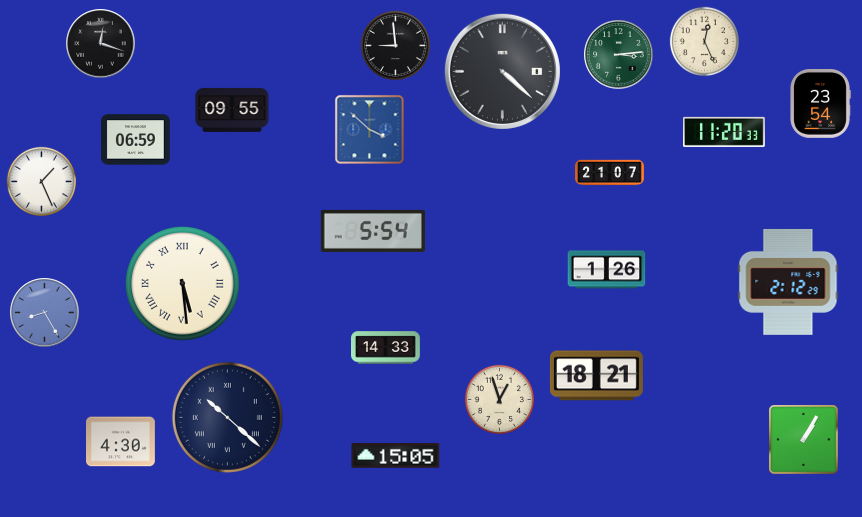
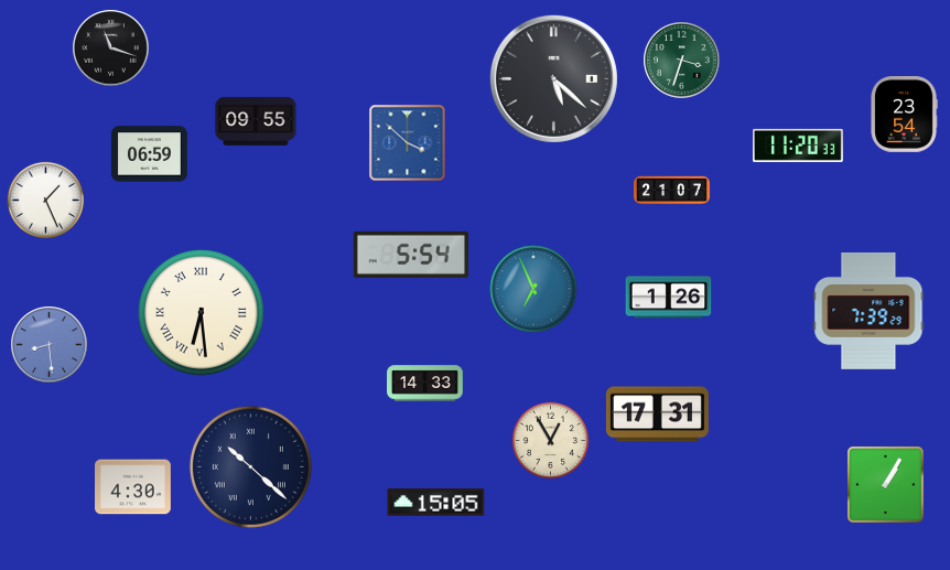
clock at (704, 41): 12:26 -> none
clock at (101, 44): 12:18 -> 11:18
clock at (395, 45): 8:59 -> none
clock at (619, 55): 3:14 -> 3:33
clock at (502, 71): 4:22 -> 5:22
clock at (533, 289): none -> 6:56
clock at (788, 282): 2:12 -> 7:39
clock at (183, 284): 5:29 -> 6:29
clock at (45, 313): 8:25 -> 8:29
clock at (596, 376): 18:21 -> 17:31
clock at (499, 399): 12:57 -> 12:55
clock at (227, 417) position: (227, 417) -> (250, 466)
